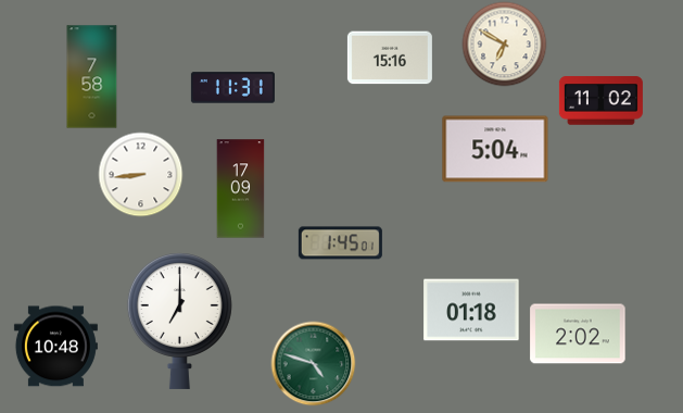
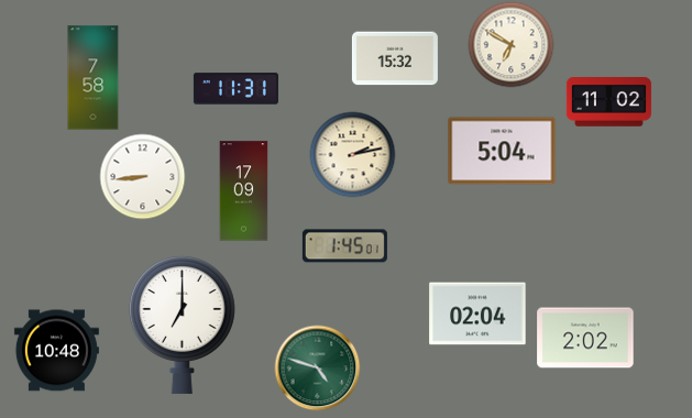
clock at (390, 58): 15:16 -> 15:32
clock at (352, 154): none -> 2:13
clock at (471, 310): 01:18 -> 02:04
